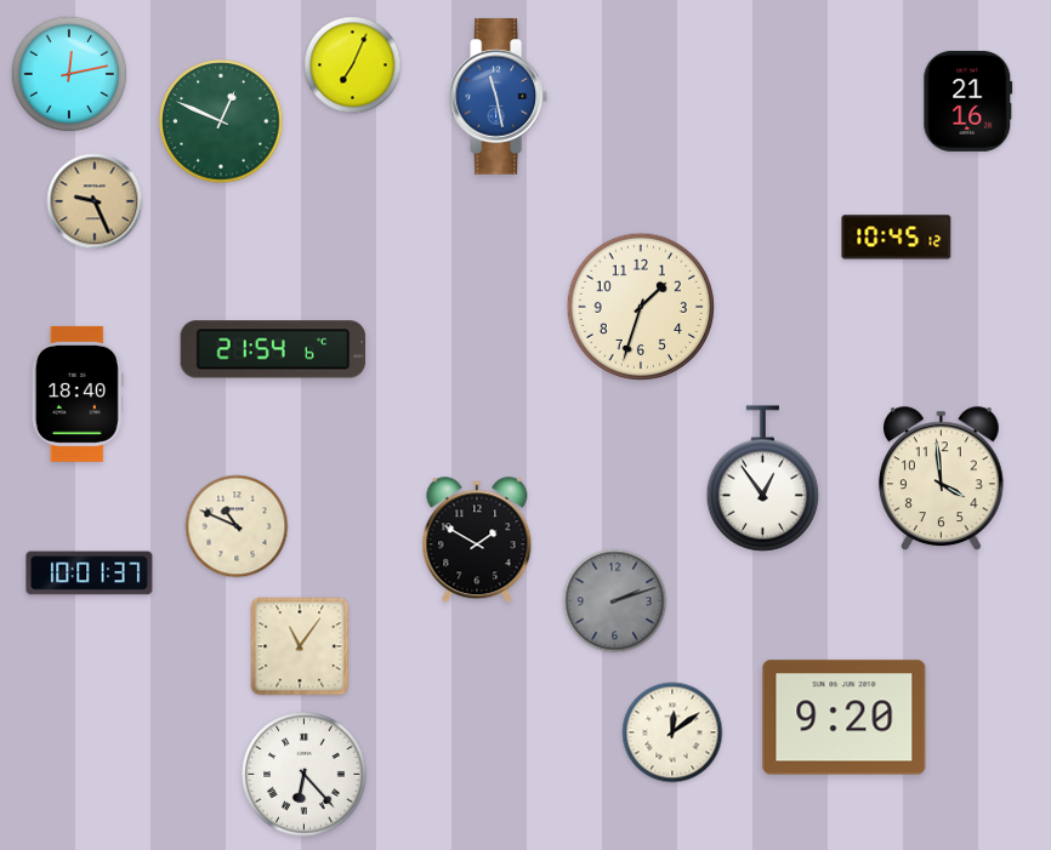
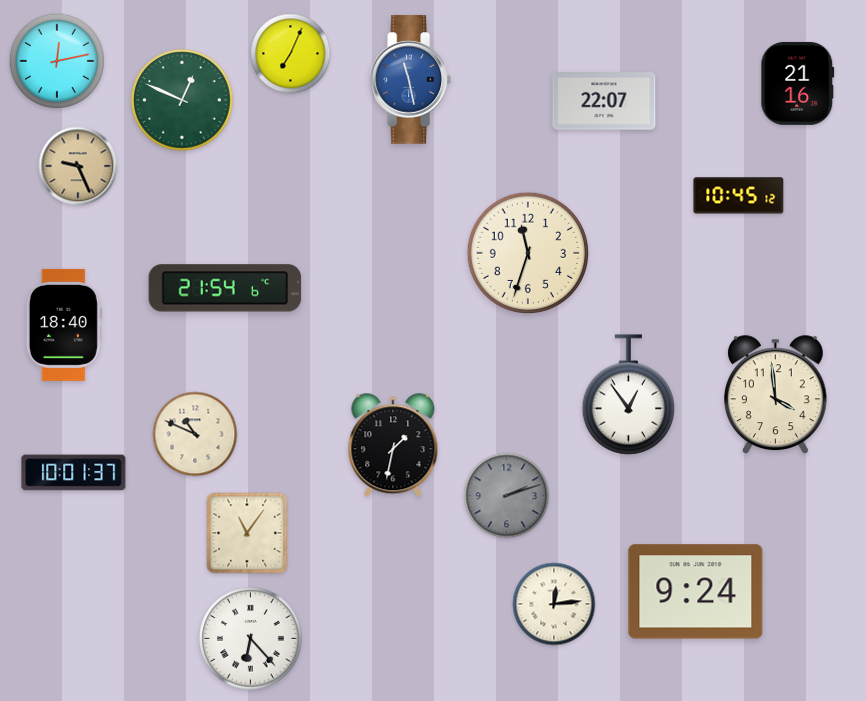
clock at (604, 101): none -> 22:07
clock at (640, 306): 1:33 -> 11:33
clock at (477, 541): 1:50 -> 1:32
clock at (845, 718): 9:20 -> 9:24
clock at (672, 732): 12:09 -> 12:14
